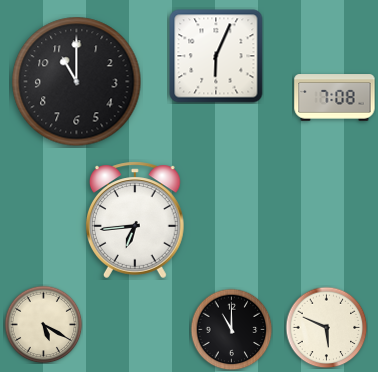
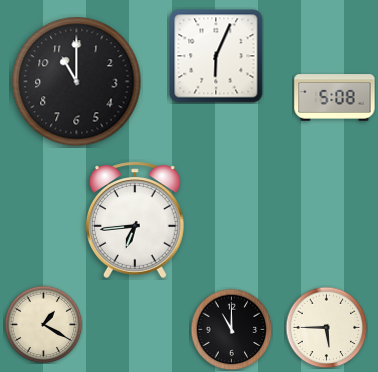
clock at (335, 98): 7:08 -> 5:08
clock at (43, 324): 5:20 -> 1:20
clock at (326, 327): 5:49 -> 5:45
